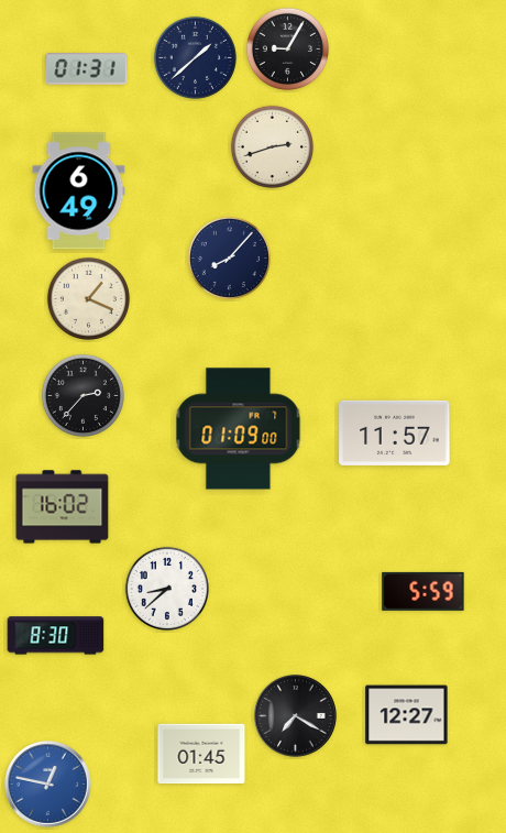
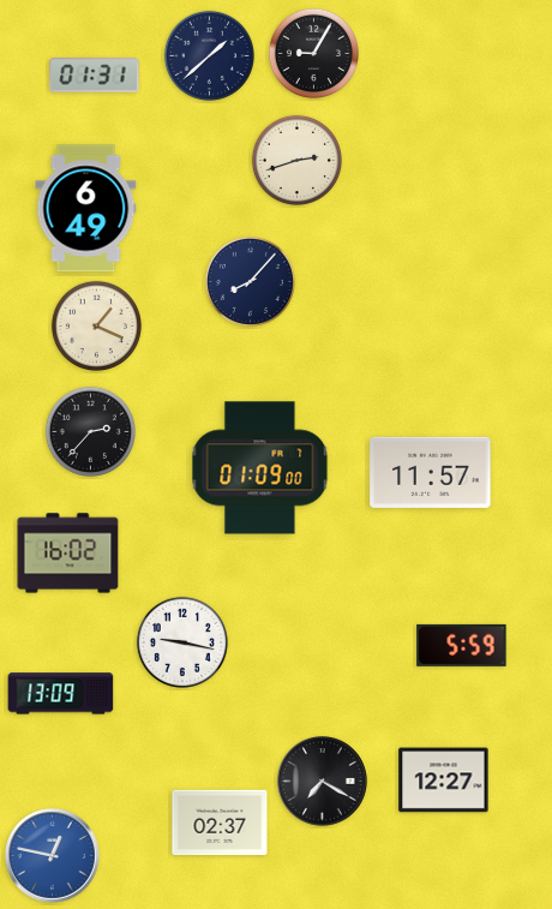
clock at (195, 57) position: (195, 57) -> (209, 55)
clock at (167, 589): 8:38 -> 9:17
clock at (56, 636): 8:30 -> 13:09
clock at (201, 754): 01:45 -> 02:37
